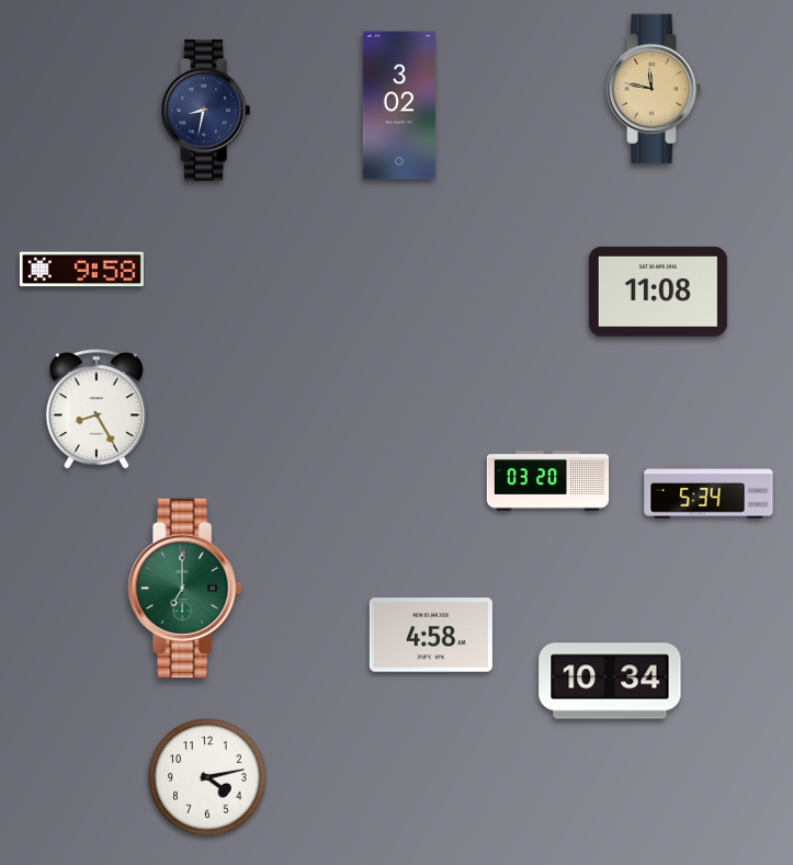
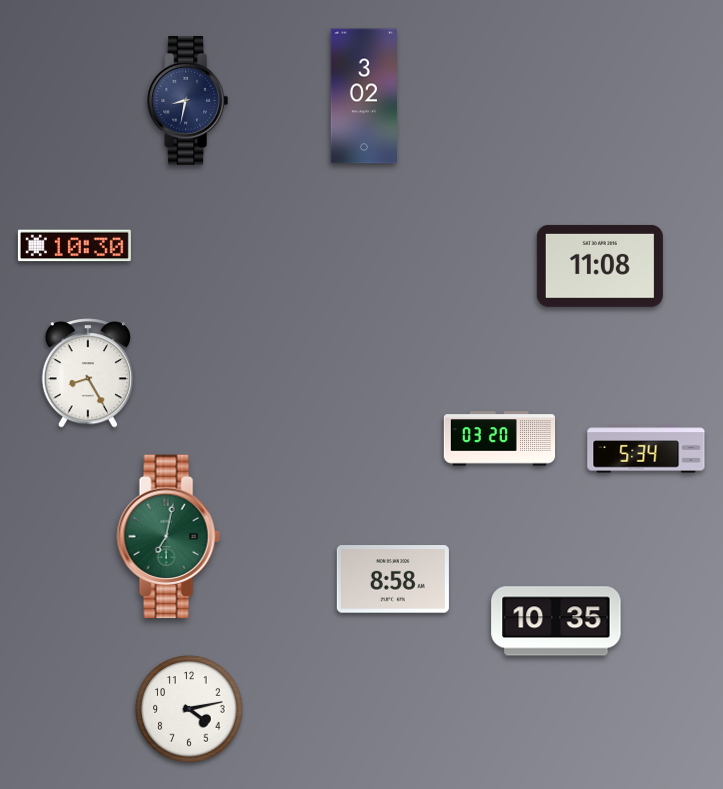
clock at (654, 89): 11:47 -> none
clock at (81, 270): 9:58 -> 10:30
clock at (184, 589): 7:00 -> 7:02
clock at (431, 635): 4:58 -> 8:58
clock at (610, 681): 10:34 -> 10:35
